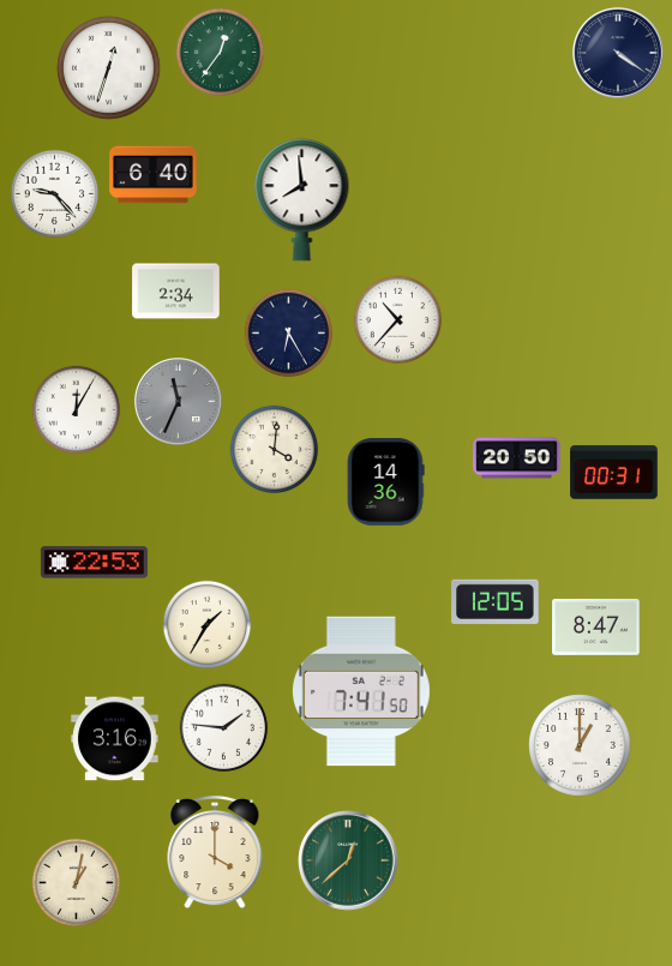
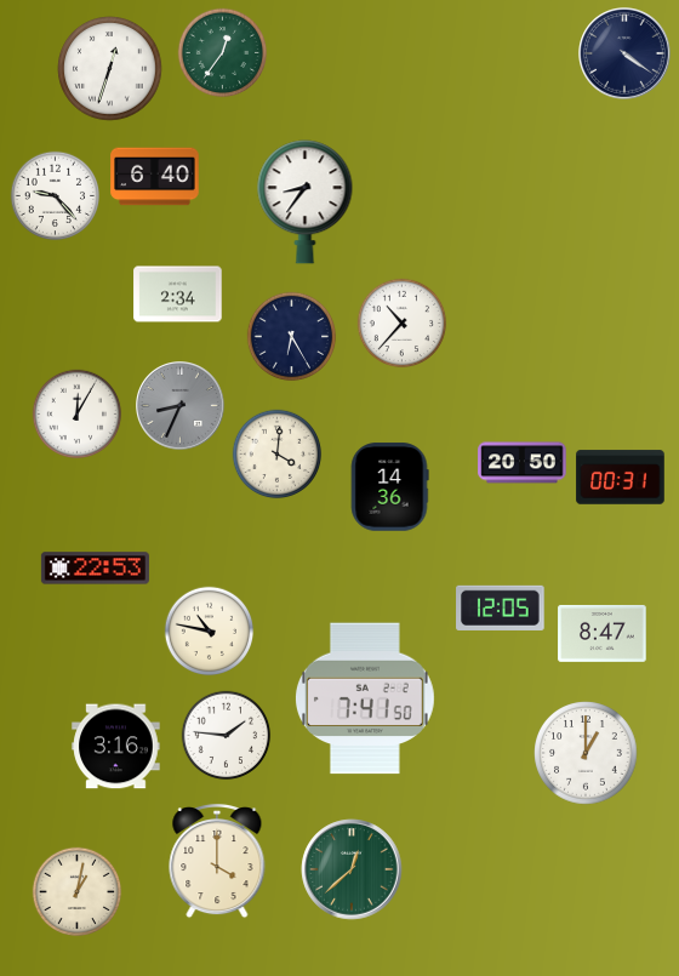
clock at (302, 200): 7:59 -> 8:36
clock at (179, 402): 11:34 -> 8:34
clock at (208, 625): 1:35 -> 10:47
